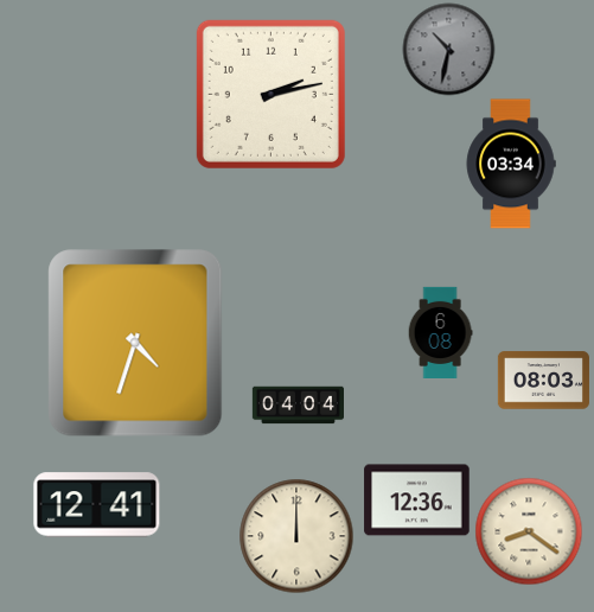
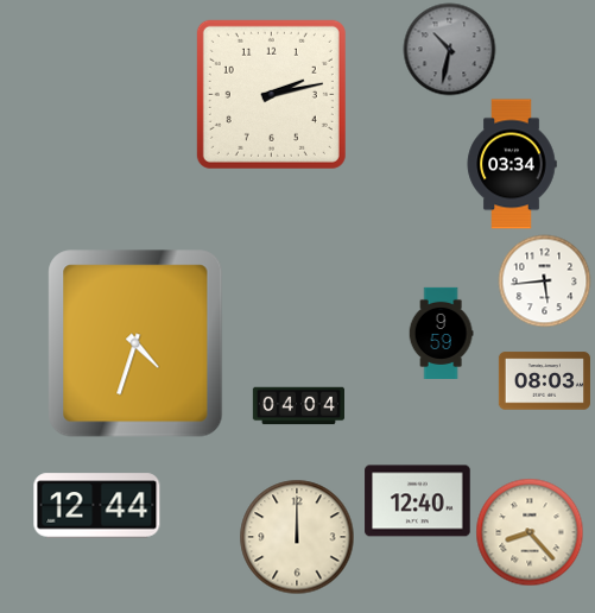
clock at (544, 280): none -> 5:44
clock at (440, 332): 6:08 -> 9:59
clock at (417, 501): 12:36 -> 12:40
clock at (97, 505): 12:41 -> 12:44
clock at (529, 531): 8:21 -> 8:23
